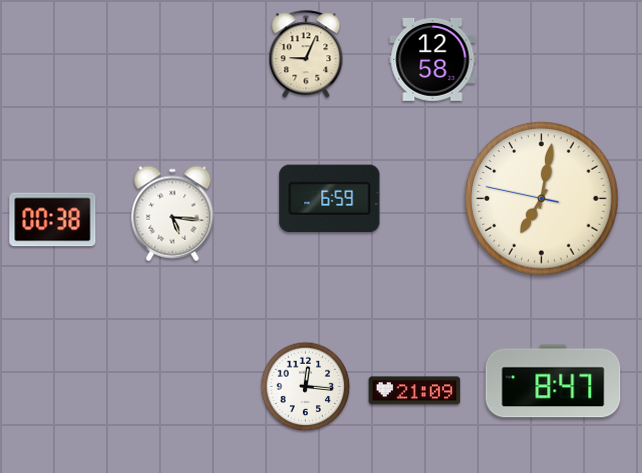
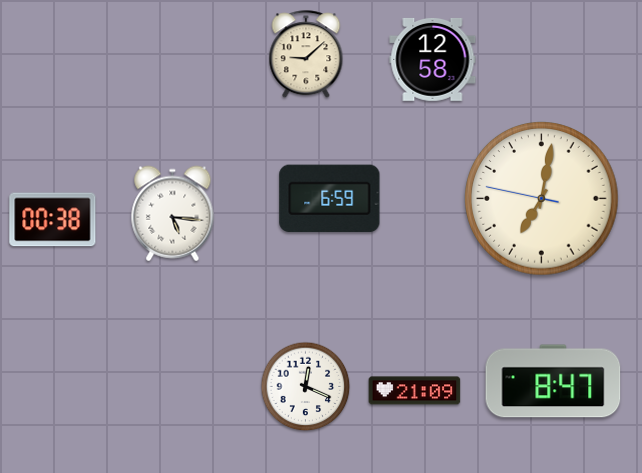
clock at (306, 55): 9:04 -> 9:08
clock at (306, 387): 12:16 -> 12:19
